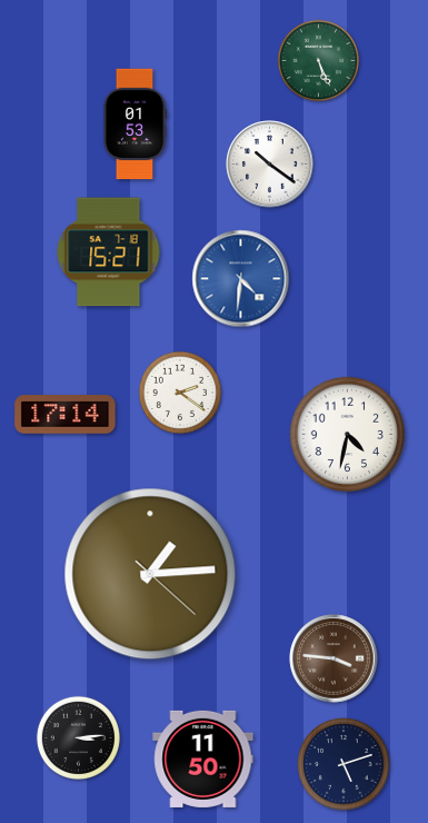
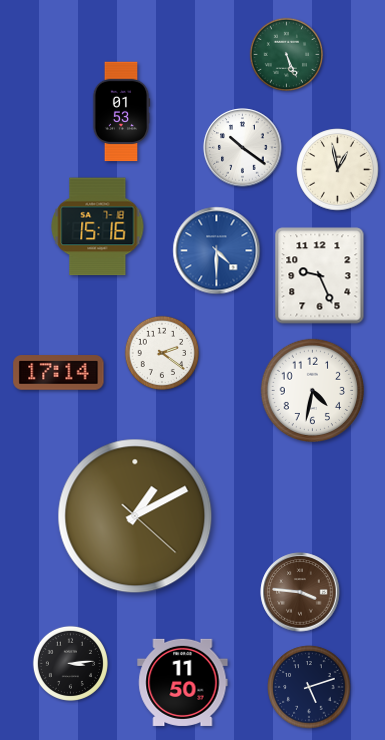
clock at (338, 170): none -> 12:58
clock at (109, 252): 15:21 -> 15:16
clock at (241, 279): 4:31 -> 4:30
clock at (320, 276): none -> 9:26
clock at (150, 574): 1:14 -> 1:10
